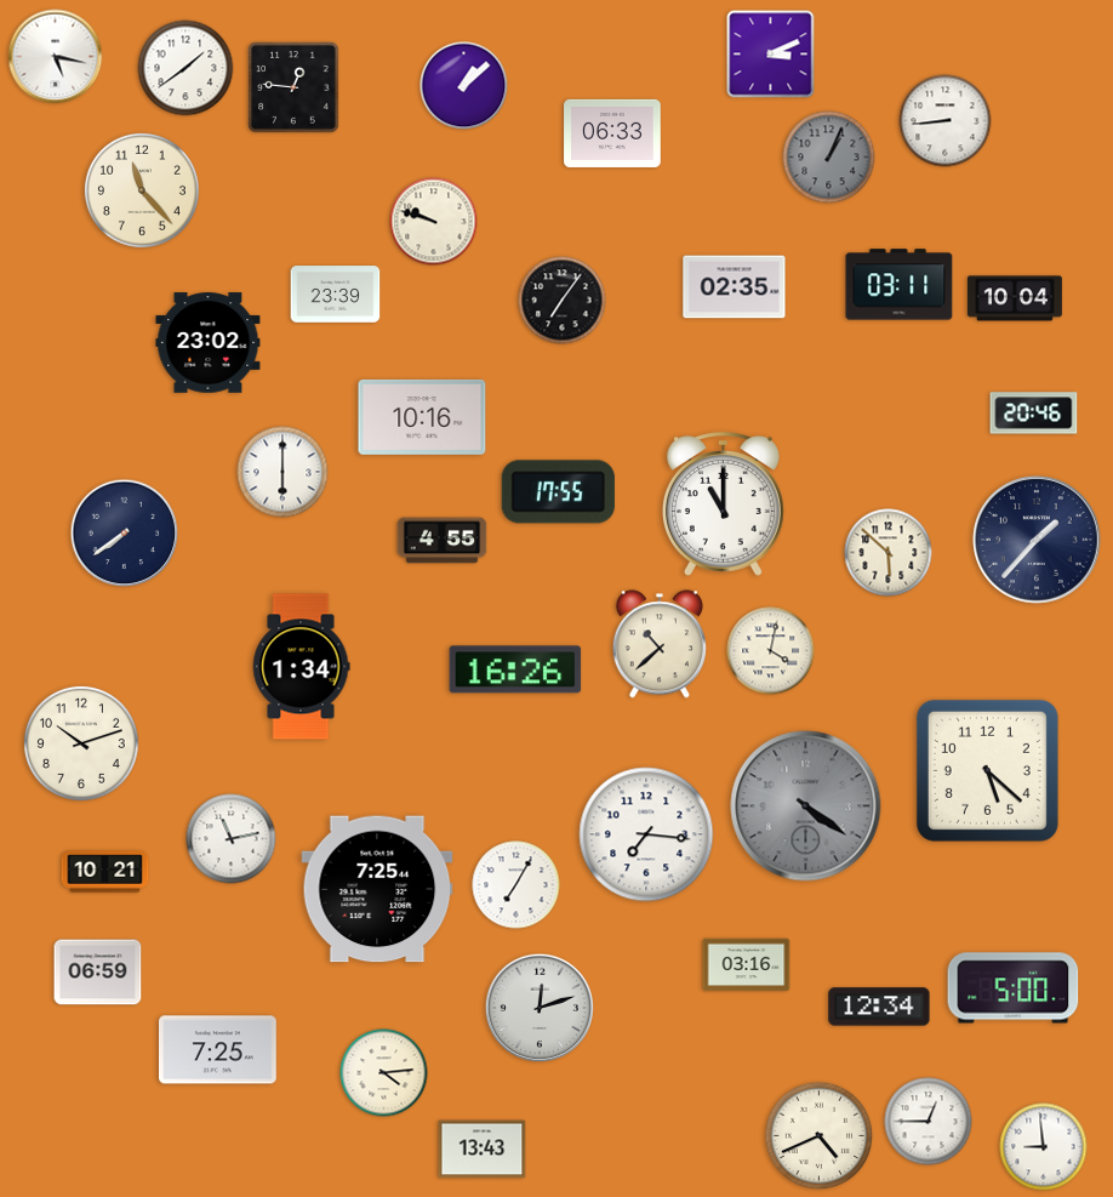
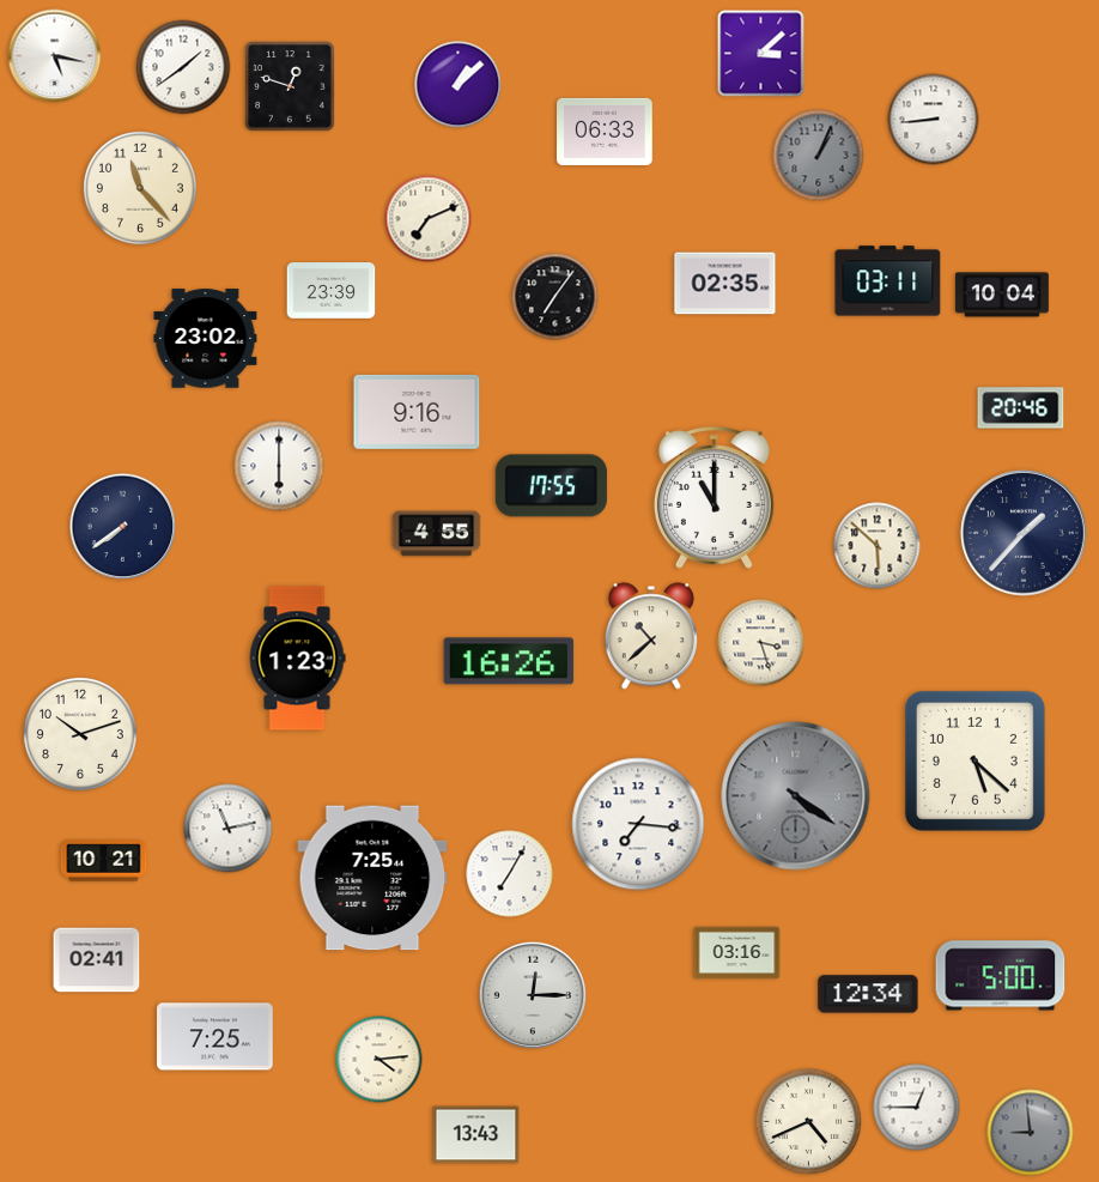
clock at (771, 55): 3:11 -> 3:08
clock at (293, 87): 12:46 -> 12:48
clock at (434, 222): 9:48 -> 7:11
clock at (422, 417): 10:16 -> 9:16
clock at (771, 651): 4:02 -> 3:27
clock at (301, 667): 1:34 -> 1:23
clock at (98, 973): 06:59 -> 02:41
clock at (540, 1007): 12:12 -> 12:15
clock at (1044, 1147) dial: white -> grey
